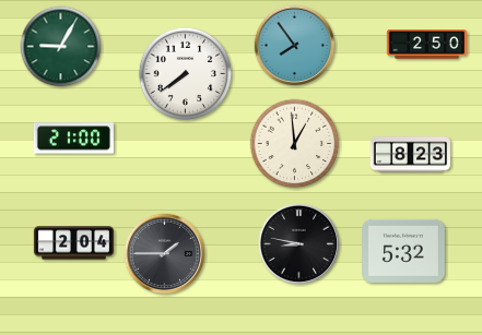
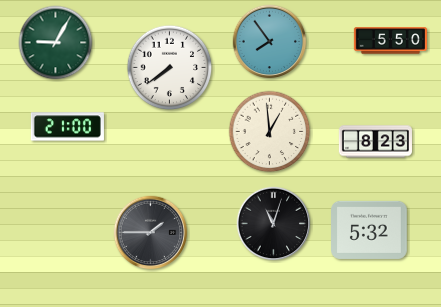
clock at (426, 45): 2:50 -> 5:50
clock at (73, 243): 2:04 -> none
clock at (299, 244): 8:47 -> 11:03
